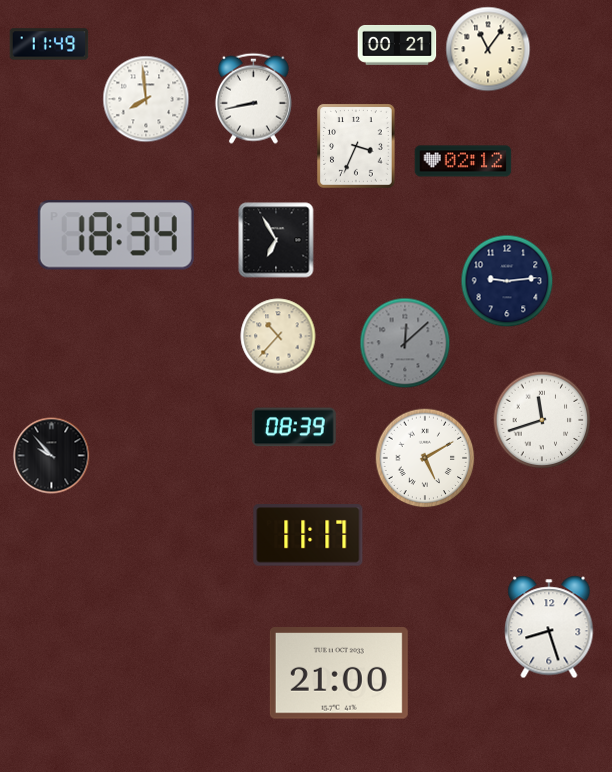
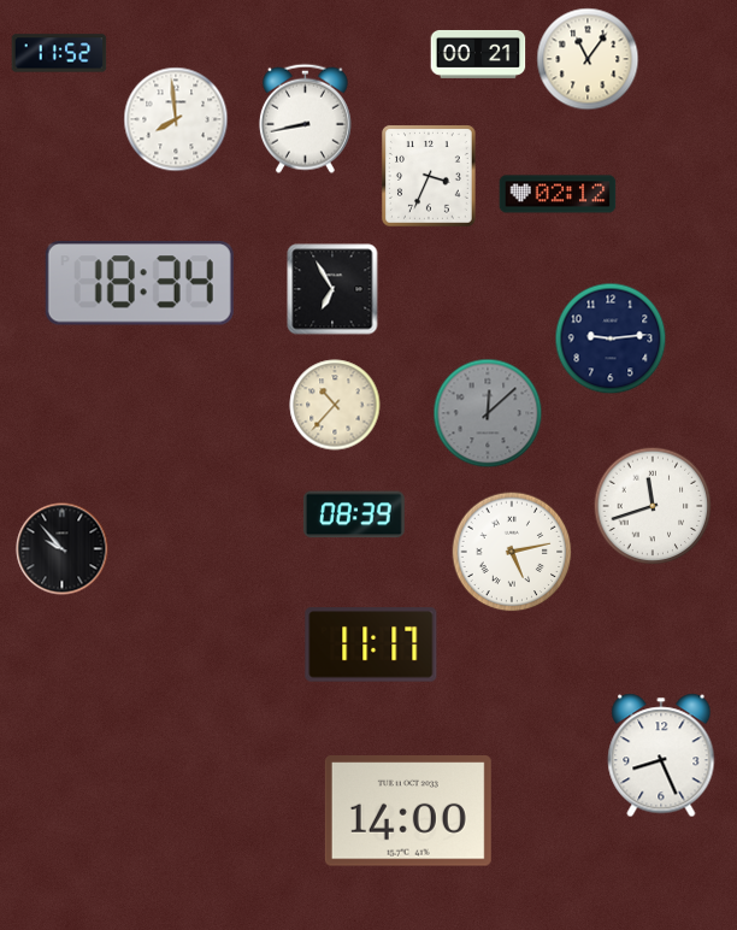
clock at (49, 44): 11:49 -> 11:52
clock at (425, 458): 5:10 -> 5:13
clock at (549, 627): 8:27 -> 8:26
clock at (339, 673): 21:00 -> 14:00
